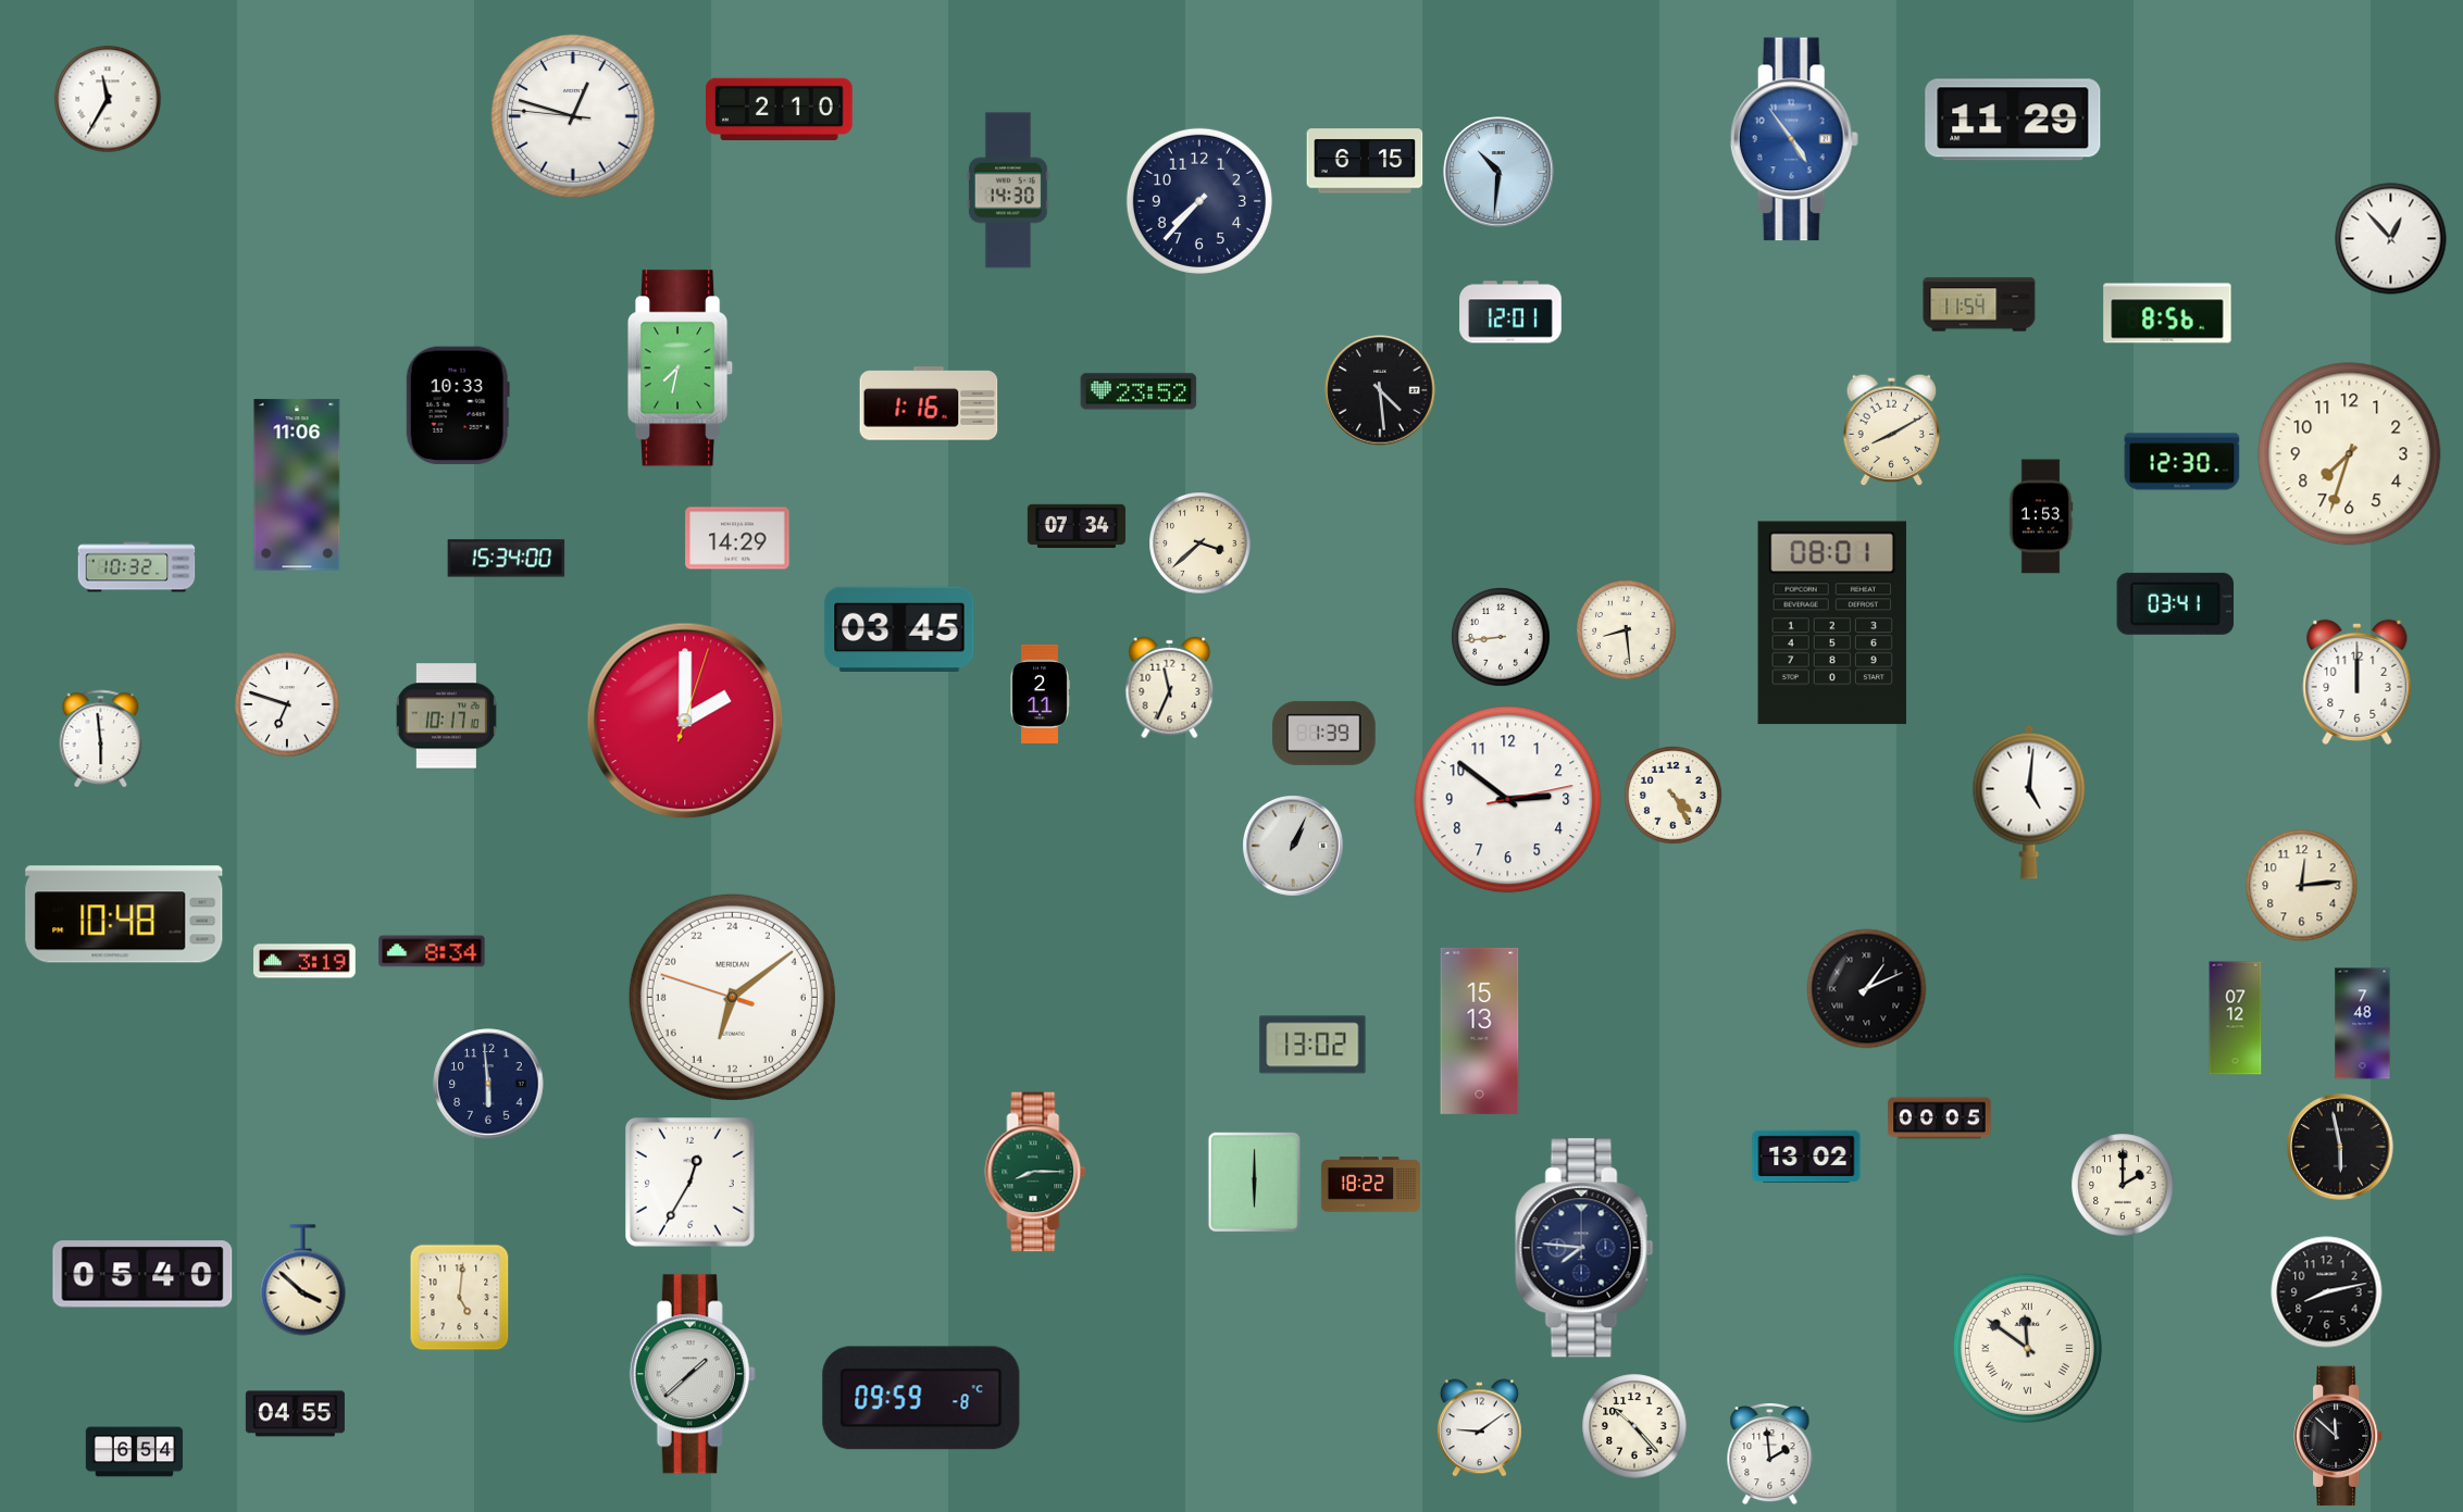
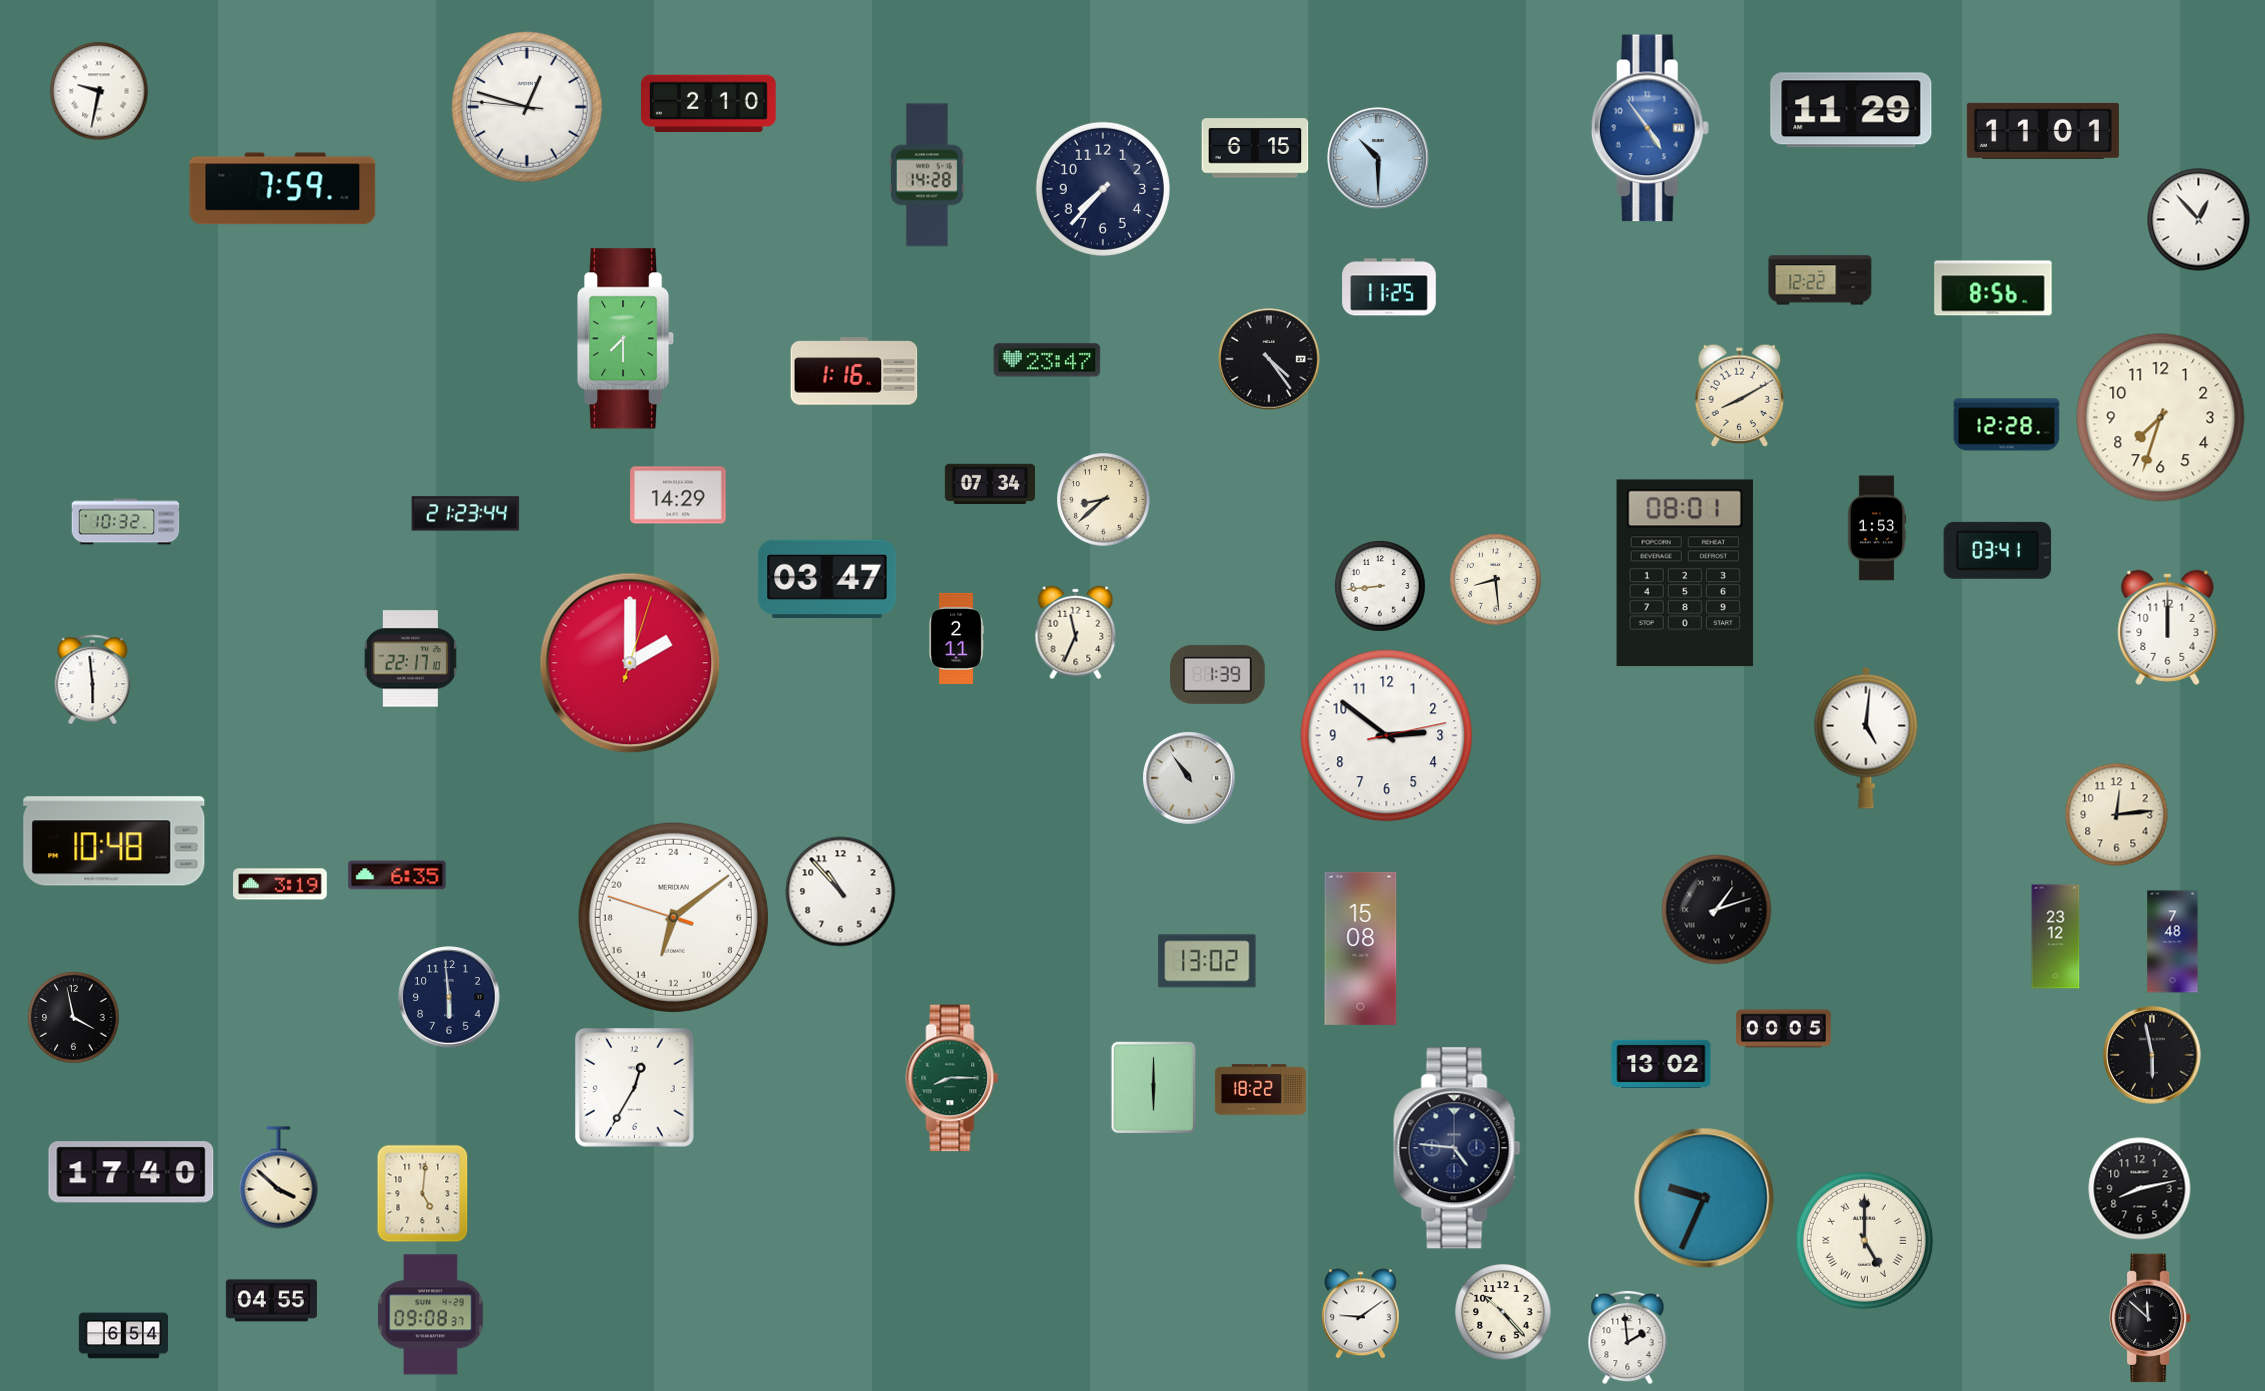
clock at (108, 99): 11:35 -> 9:32
clock at (780, 109) position: (780, 109) -> (709, 103)
clock at (2043, 131): none -> 11:01
clock at (1498, 172): 10:31 -> 10:30
clock at (1008, 190): 14:30 -> 14:28
clock at (1199, 201) position: (1199, 201) -> (1103, 189)
clock at (283, 189): none -> 7:59
clock at (1979, 304): 11:54 -> 12:22
clock at (1510, 312): 12:01 -> 11:25
clock at (681, 368): 7:32 -> 7:30
clock at (1380, 390): 4:29 -> 4:24
clock at (1139, 391): 23:52 -> 23:47
clock at (458, 405): 10:33 -> none
clock at (2182, 462): 12:30 -> 12:28
clock at (297, 485): 11:06 -> none
clock at (2041, 516) position: (2041, 516) -> (1877, 528)
clock at (1201, 543): 3:38 -> 8:38
clock at (507, 559): 15:34 -> 21:23
clock at (2176, 603) position: (2176, 603) -> (1998, 550)
clock at (899, 628): 03:45 -> 03:47
clock at (287, 704): 6:48 -> none
clock at (446, 716): 10:17 -> 22:17
clock at (1674, 796): 4:25 -> none
clock at (1293, 846): 1:04 -> 10:54
clock at (432, 951): 8:34 -> 6:35
clock at (841, 892): none -> 10:53
clock at (1867, 989): 1:11 -> 1:12
clock at (2236, 1019): 07:12 -> 23:12
clock at (1480, 1030): 15:13 -> 15:08
clock at (74, 1018): none -> 3:58
clock at (2123, 1185): 2:00 -> none
clock at (1584, 1248): 7:46 -> 4:46
clock at (142, 1274): 05:40 -> 17:40
clock at (1704, 1198): none -> 9:34
clock at (2027, 1348): 11:51 -> 5:00
clock at (693, 1374): 1:38 -> none
clock at (921, 1398): 09:59 -> none
clock at (431, 1315): none -> 09:08
clock at (2339, 1436) position: (2339, 1436) -> (2151, 1318)
